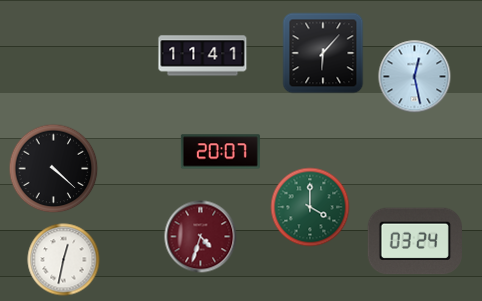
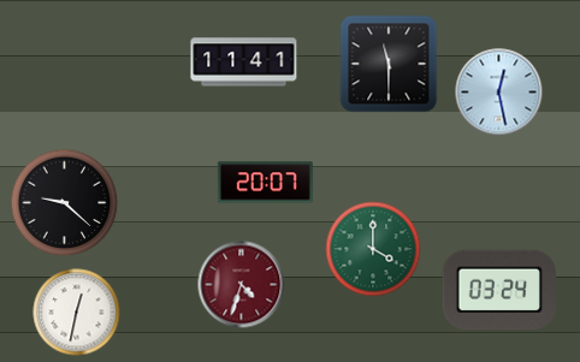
clock at (323, 53): 6:07 -> 11:30
clock at (203, 56) position: (203, 56) -> (244, 63)
clock at (54, 169): 4:22 -> 9:22
